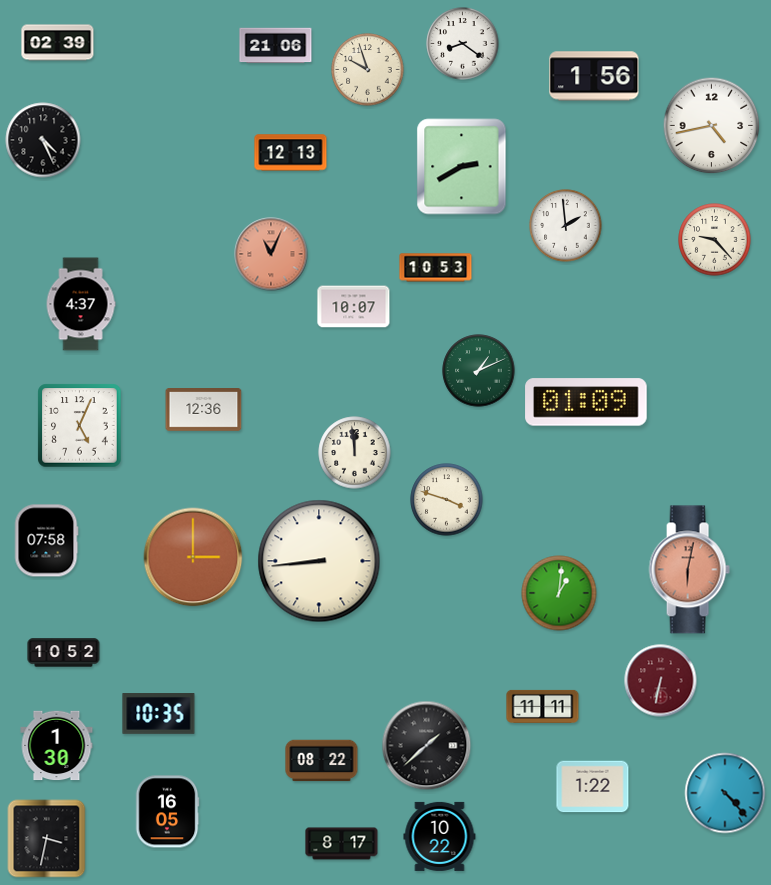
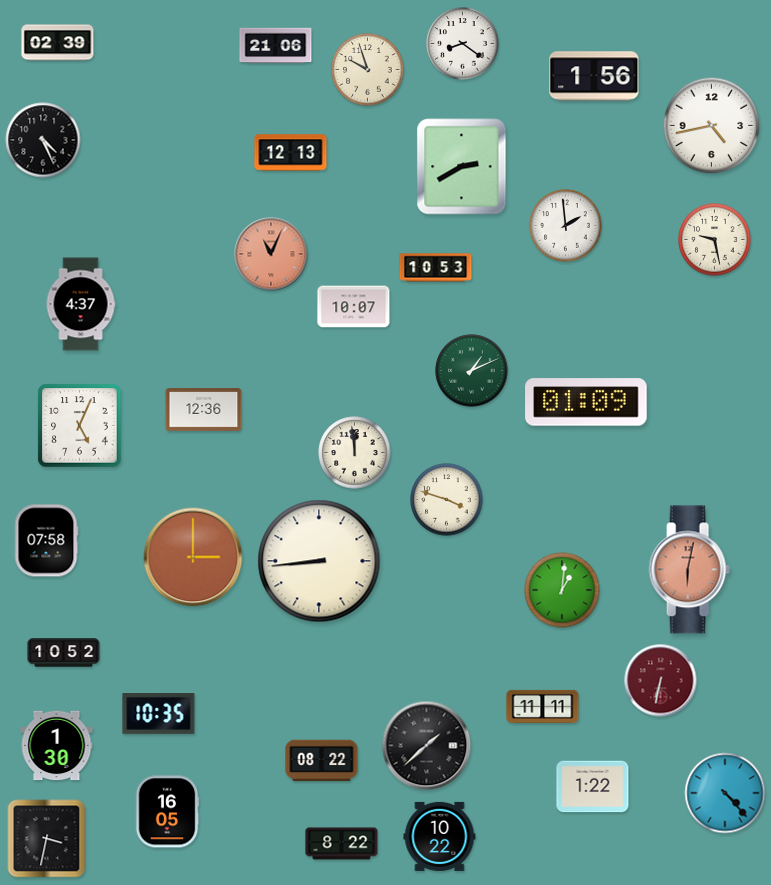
clock at (715, 240): 9:23 -> 9:28
clock at (479, 371) position: (479, 371) -> (472, 371)
clock at (559, 593) position: (559, 593) -> (562, 590)
clock at (342, 844): 8:17 -> 8:22
